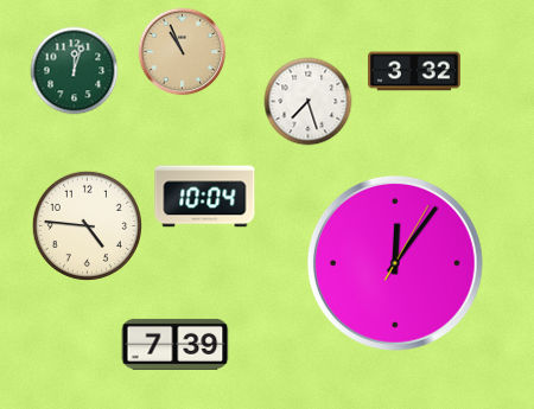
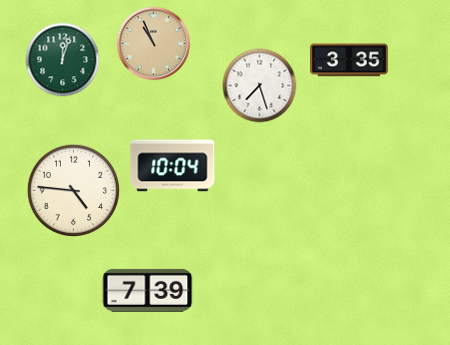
clock at (414, 71): 3:32 -> 3:35
clock at (395, 263): 12:06 -> none
